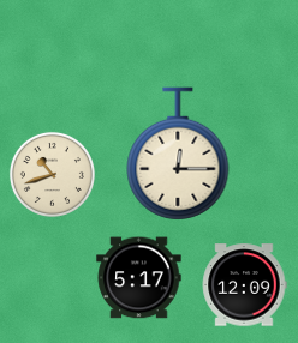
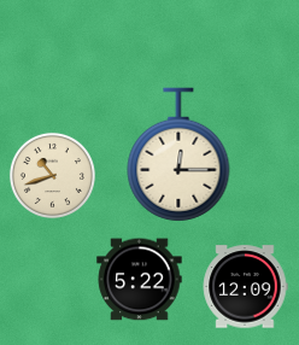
clock at (139, 278): 5:17 -> 5:22
